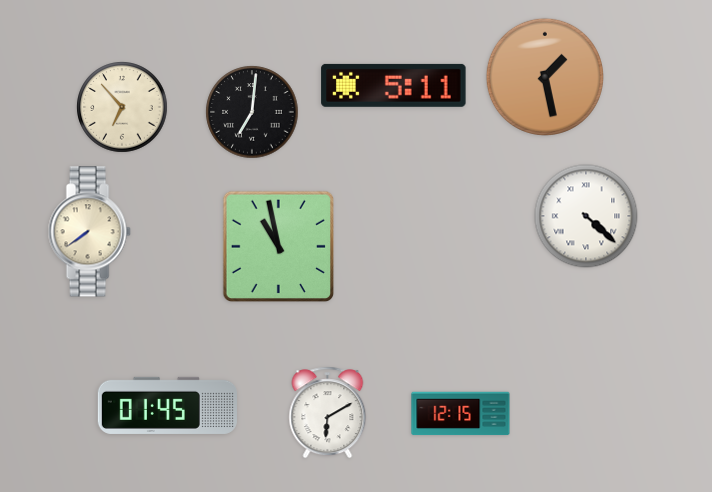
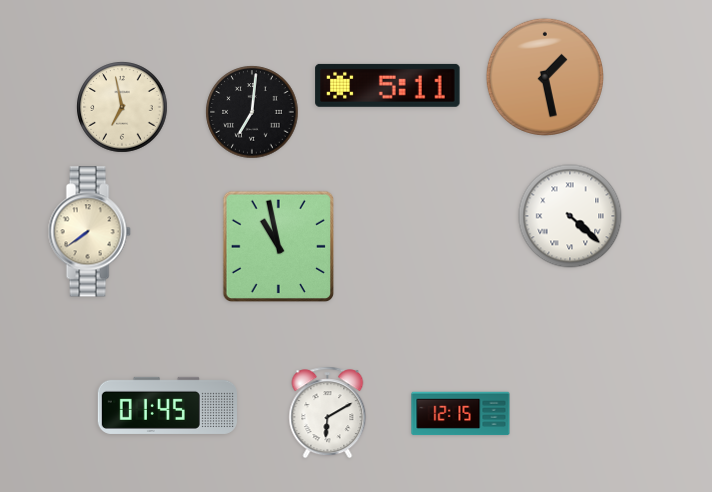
clock at (394, 85) position: (394, 85) -> (388, 85)
clock at (122, 107): 6:53 -> 6:58
clock at (586, 216) position: (586, 216) -> (570, 216)
